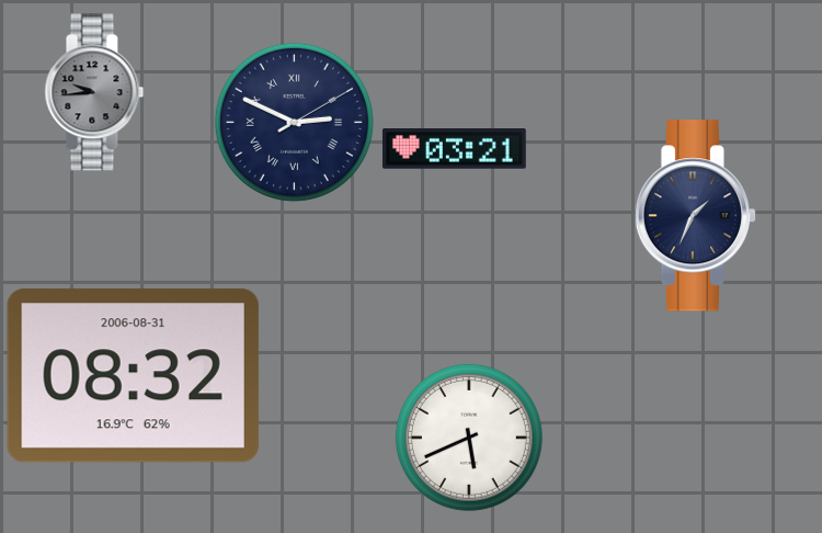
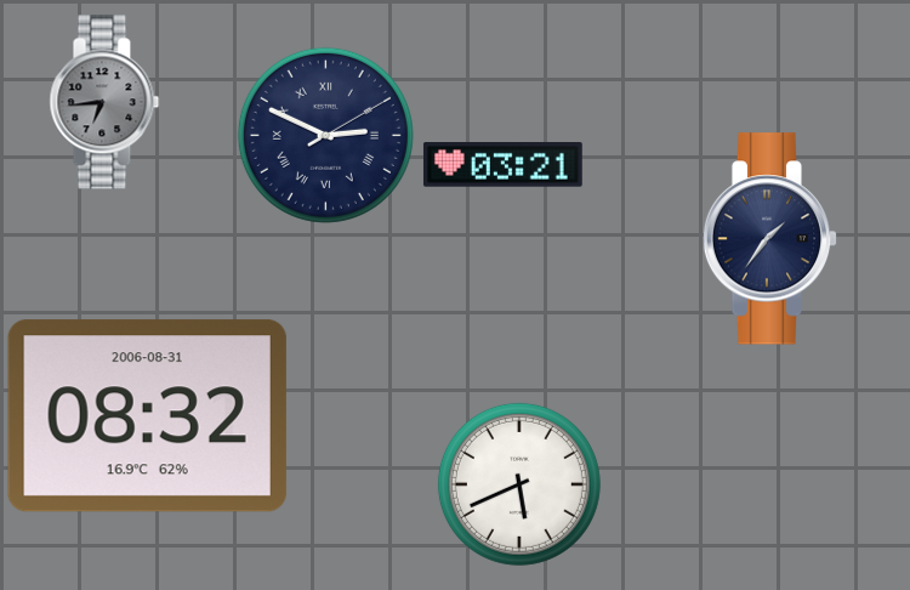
clock at (94, 92): 9:44 -> 6:44
clock at (696, 216): 1:34 -> 1:36
